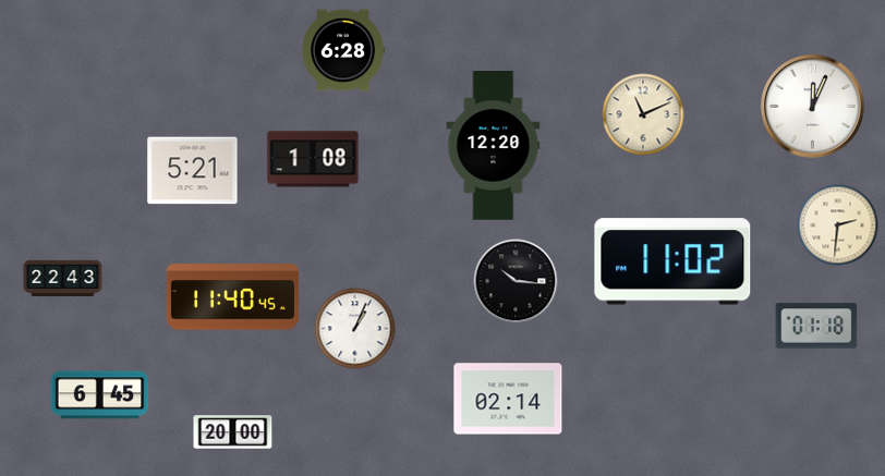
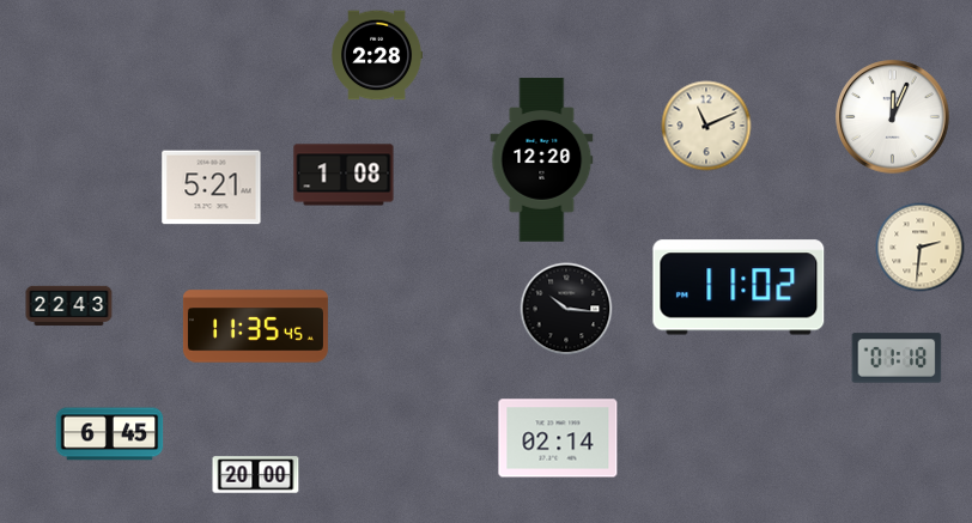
clock at (344, 50): 6:28 -> 2:28
clock at (232, 297): 11:40 -> 11:35
clock at (355, 329): 1:04 -> none
